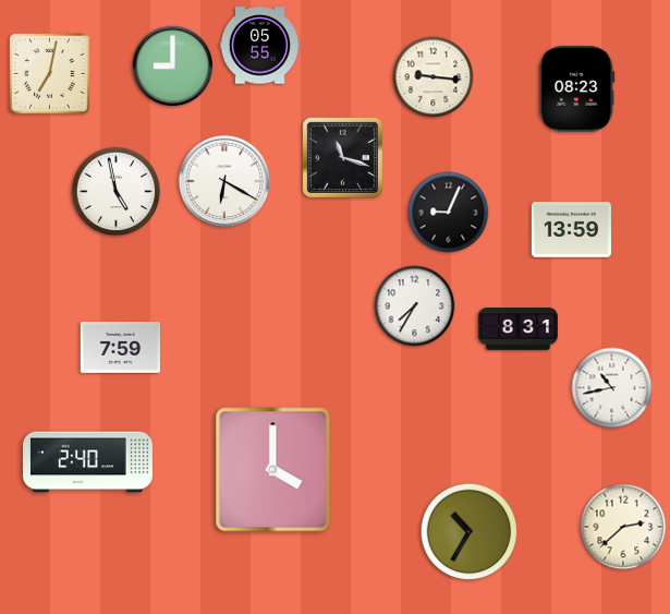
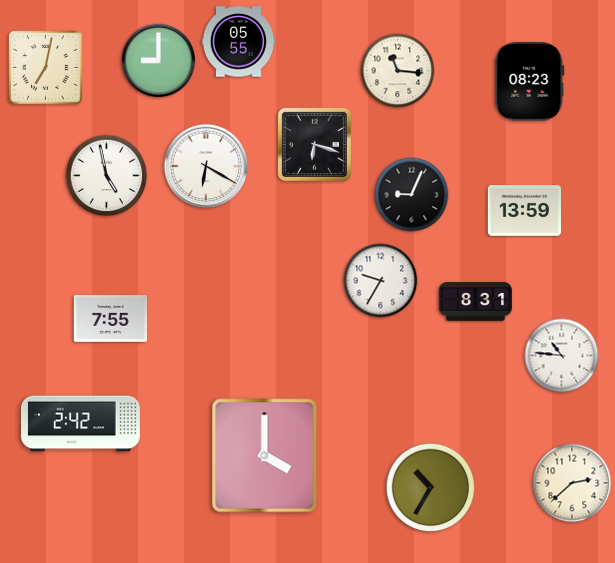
clock at (434, 77): 9:16 -> 11:16
clock at (342, 157): 11:18 -> 6:18
clock at (415, 306): 7:35 -> 9:35
clock at (120, 348): 7:59 -> 7:55
clock at (612, 388): 10:43 -> 10:46
clock at (87, 462): 2:40 -> 2:42
clock at (273, 470) position: (273, 470) -> (265, 456)
